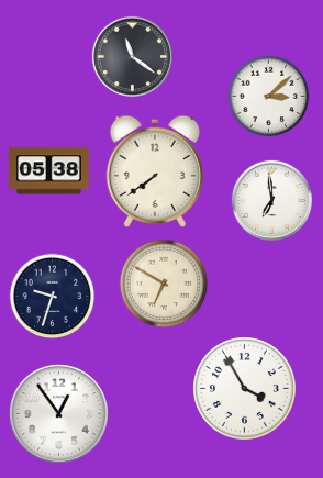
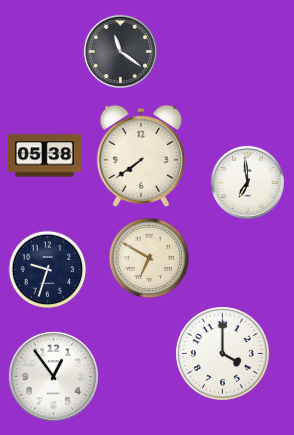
clock at (269, 97): 3:08 -> none
clock at (245, 389): 3:55 -> 4:00
